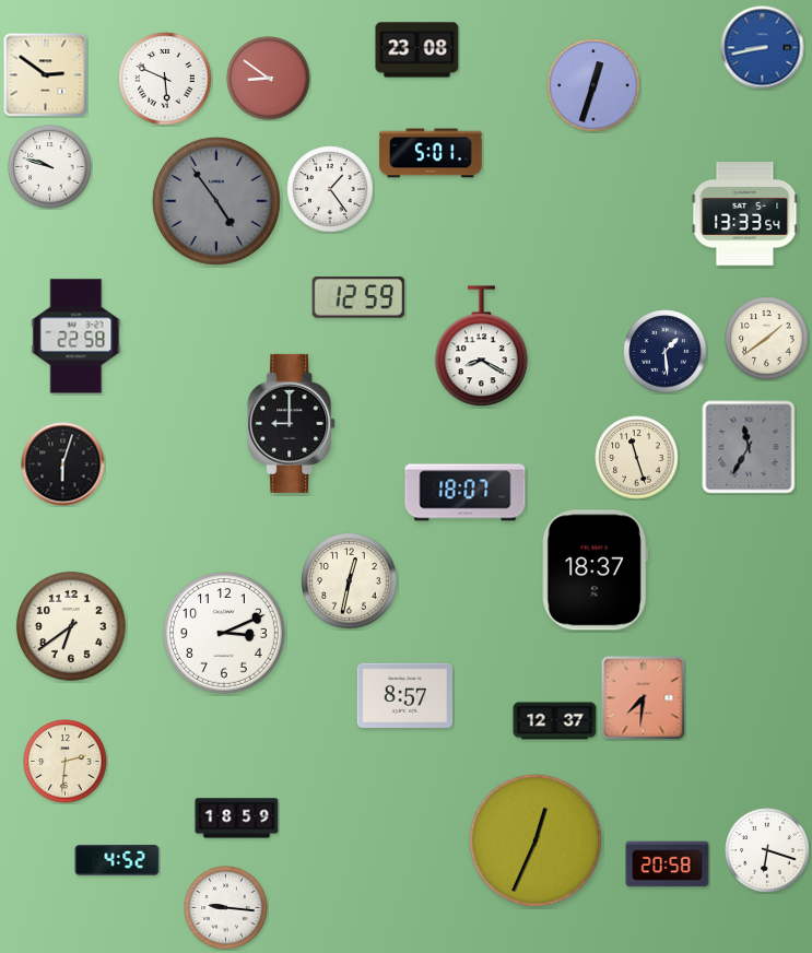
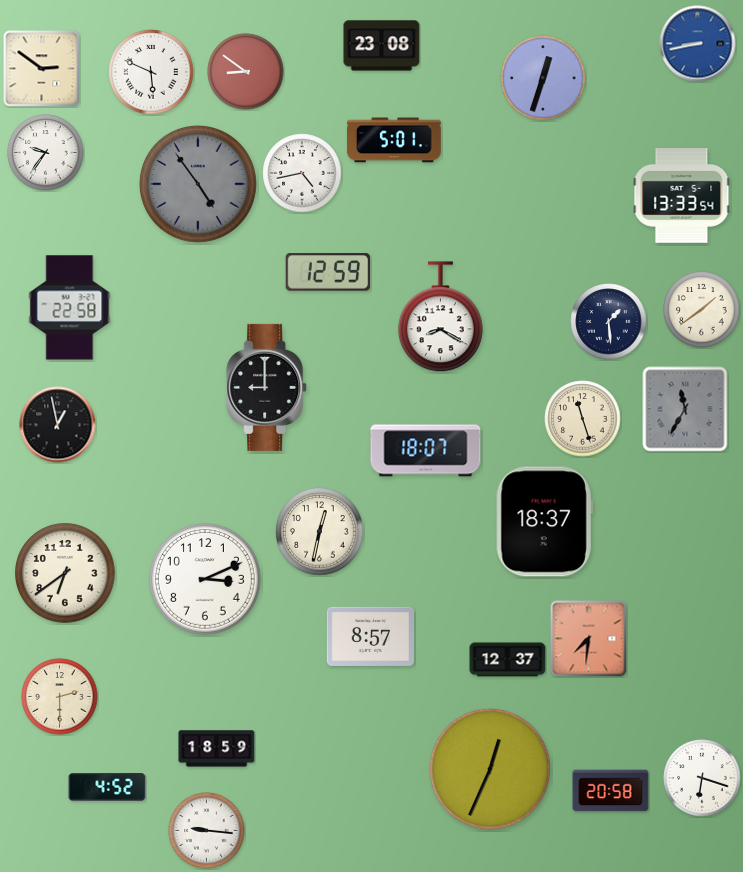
clock at (50, 167): 9:48 -> 9:36
clock at (330, 189): 1:24 -> 4:43
clock at (63, 464): 6:03 -> 12:58
clock at (66, 762): 2:31 -> 2:30
